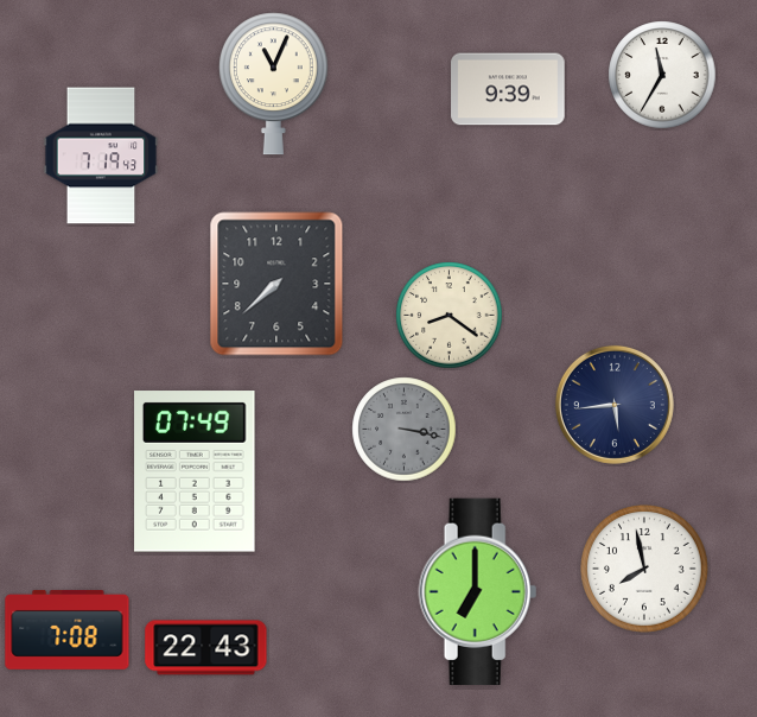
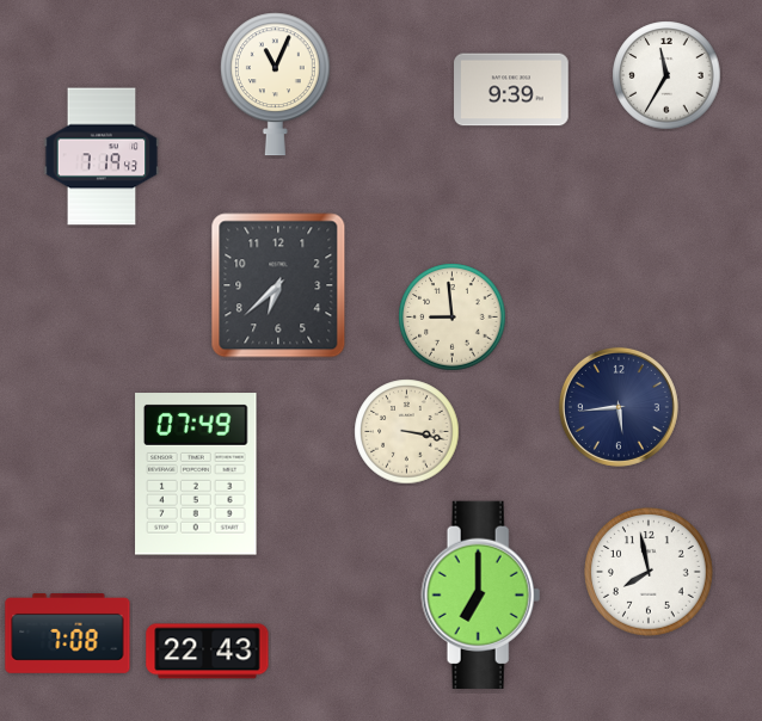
clock at (276, 284): 7:38 -> 6:38
clock at (450, 316): 8:21 -> 8:59
clock at (405, 430) dial: grey -> cream
